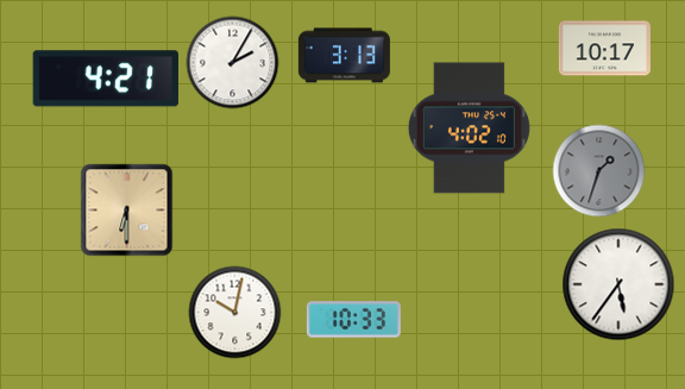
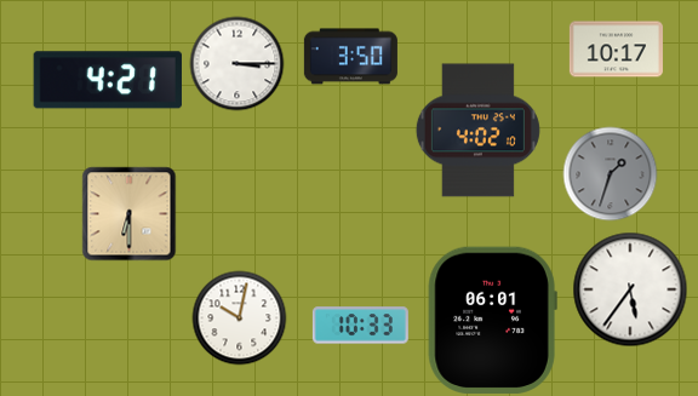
clock at (344, 56): 3:13 -> 3:50
clock at (232, 62): 2:05 -> 3:15
clock at (492, 321): none -> 06:01
